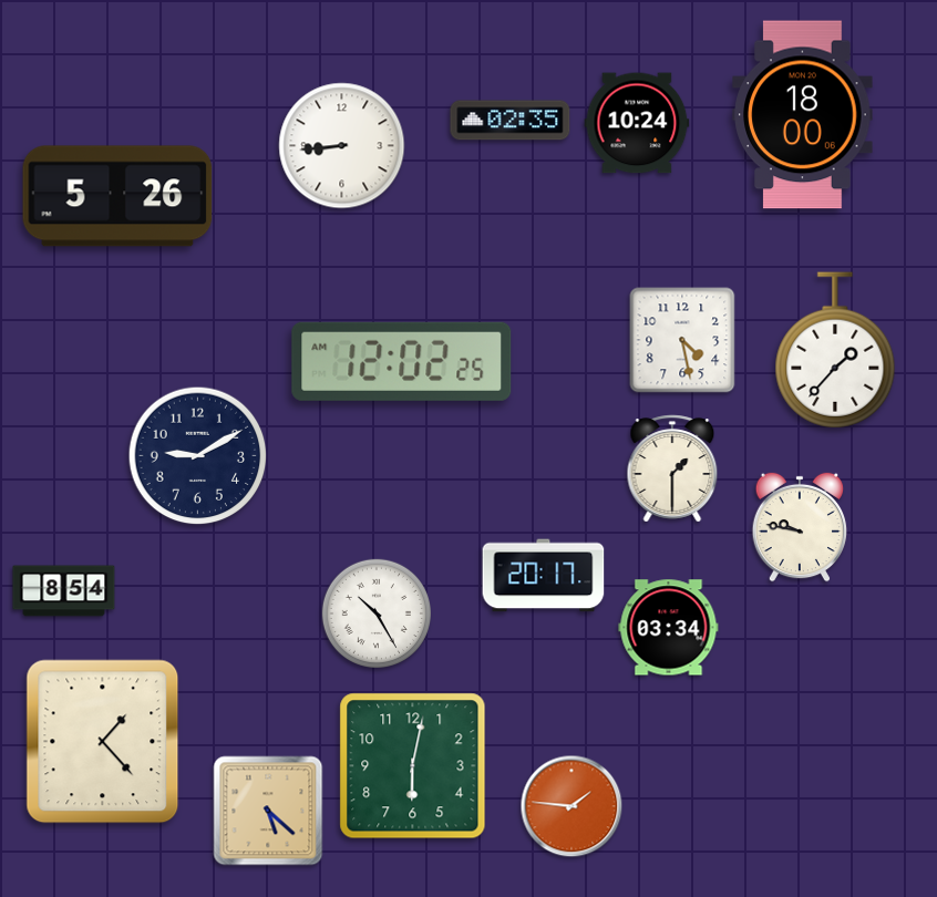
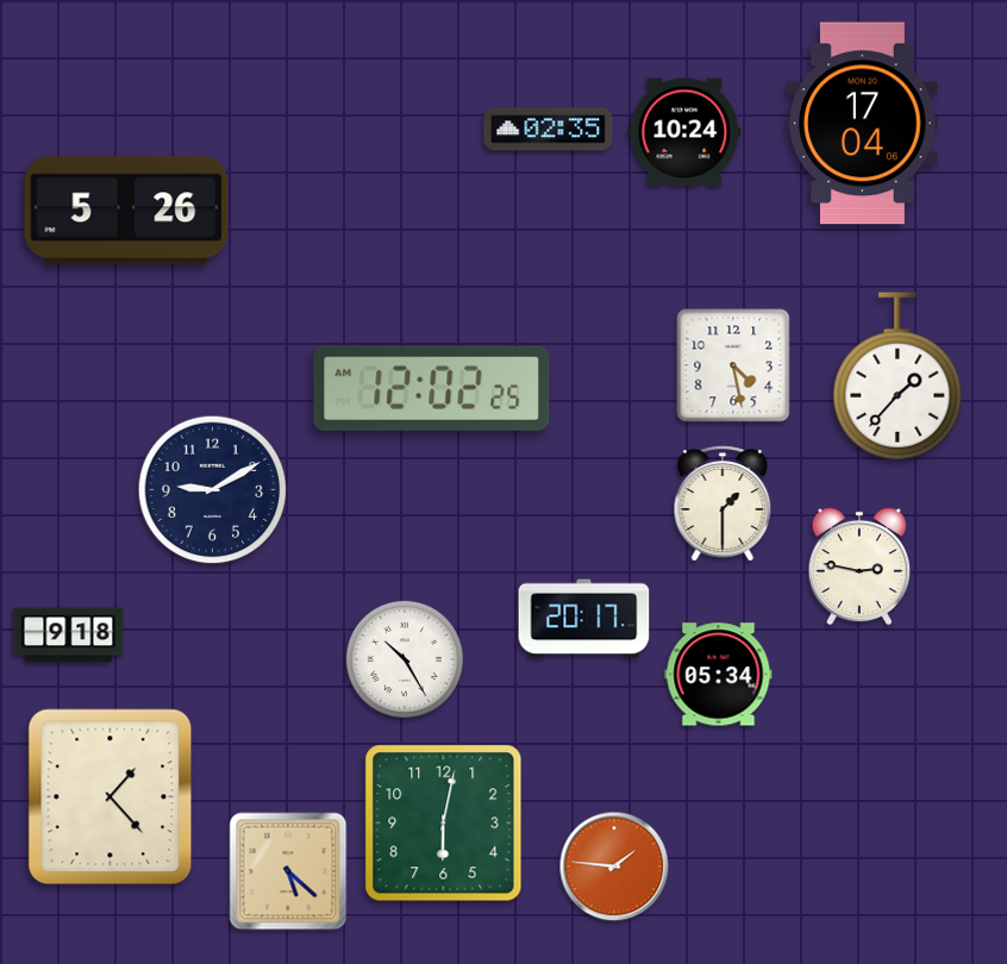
clock at (803, 115): 18:00 -> 17:04
clock at (342, 146): 8:44 -> none
clock at (800, 527): 9:47 -> 2:47
clock at (64, 591): 8:54 -> 9:18
clock at (669, 628): 03:34 -> 05:34
